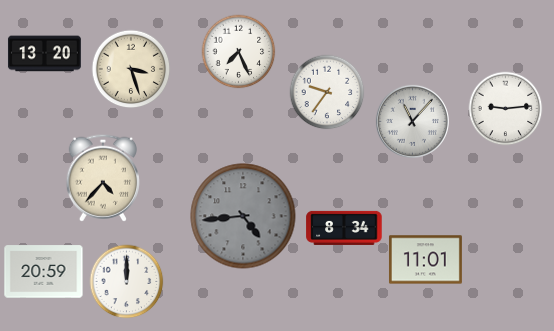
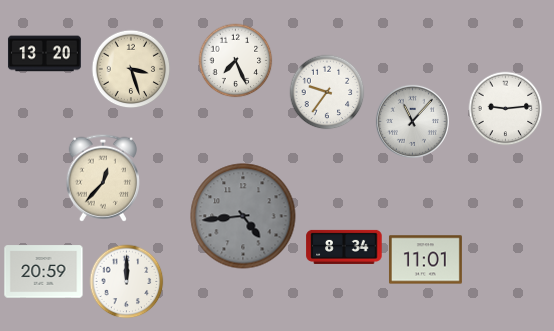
clock at (239, 52) position: (239, 52) -> (236, 61)
clock at (103, 178): 4:37 -> 12:37
clock at (344, 228) position: (344, 228) -> (344, 247)
